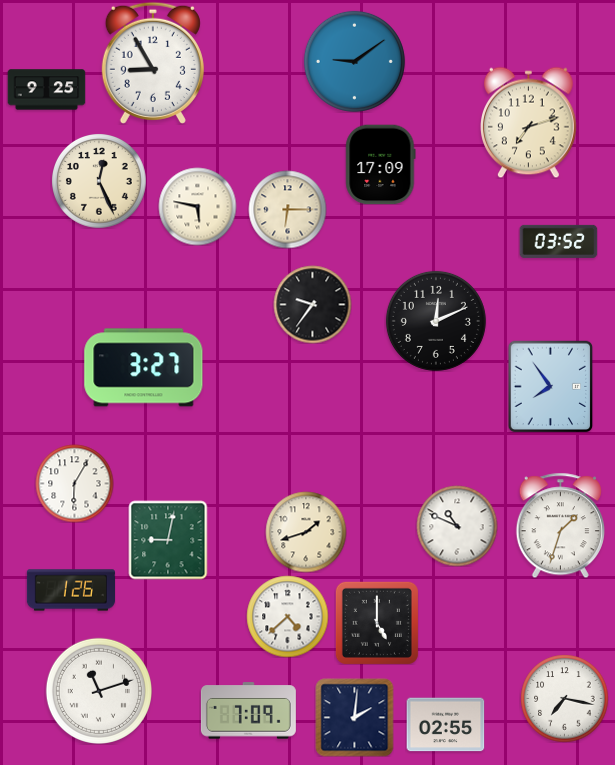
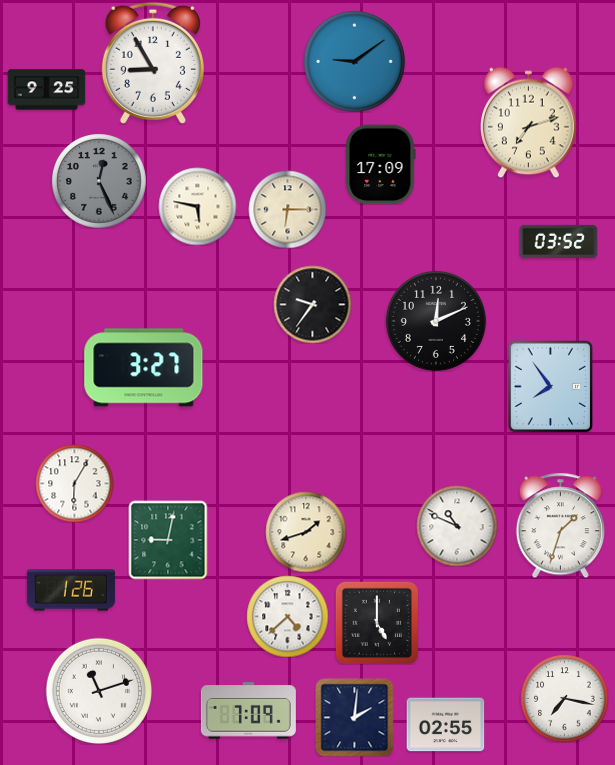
clock at (99, 181) dial: cream -> grey
